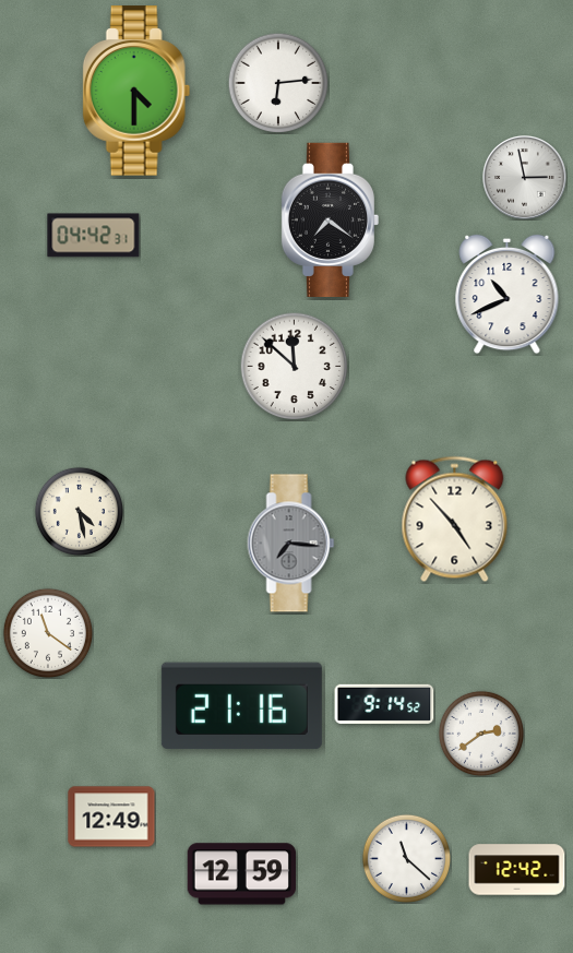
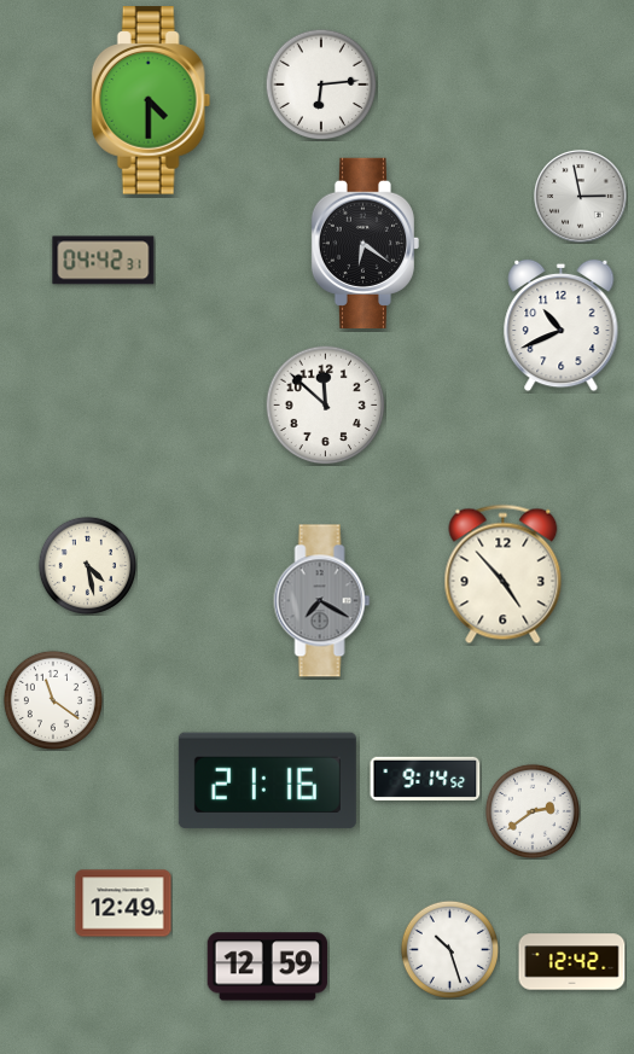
clock at (278, 83) position: (278, 83) -> (321, 85)
clock at (330, 219): 7:21 -> 6:21
clock at (291, 544): 7:16 -> 7:20
clock at (406, 858): 11:22 -> 10:27
